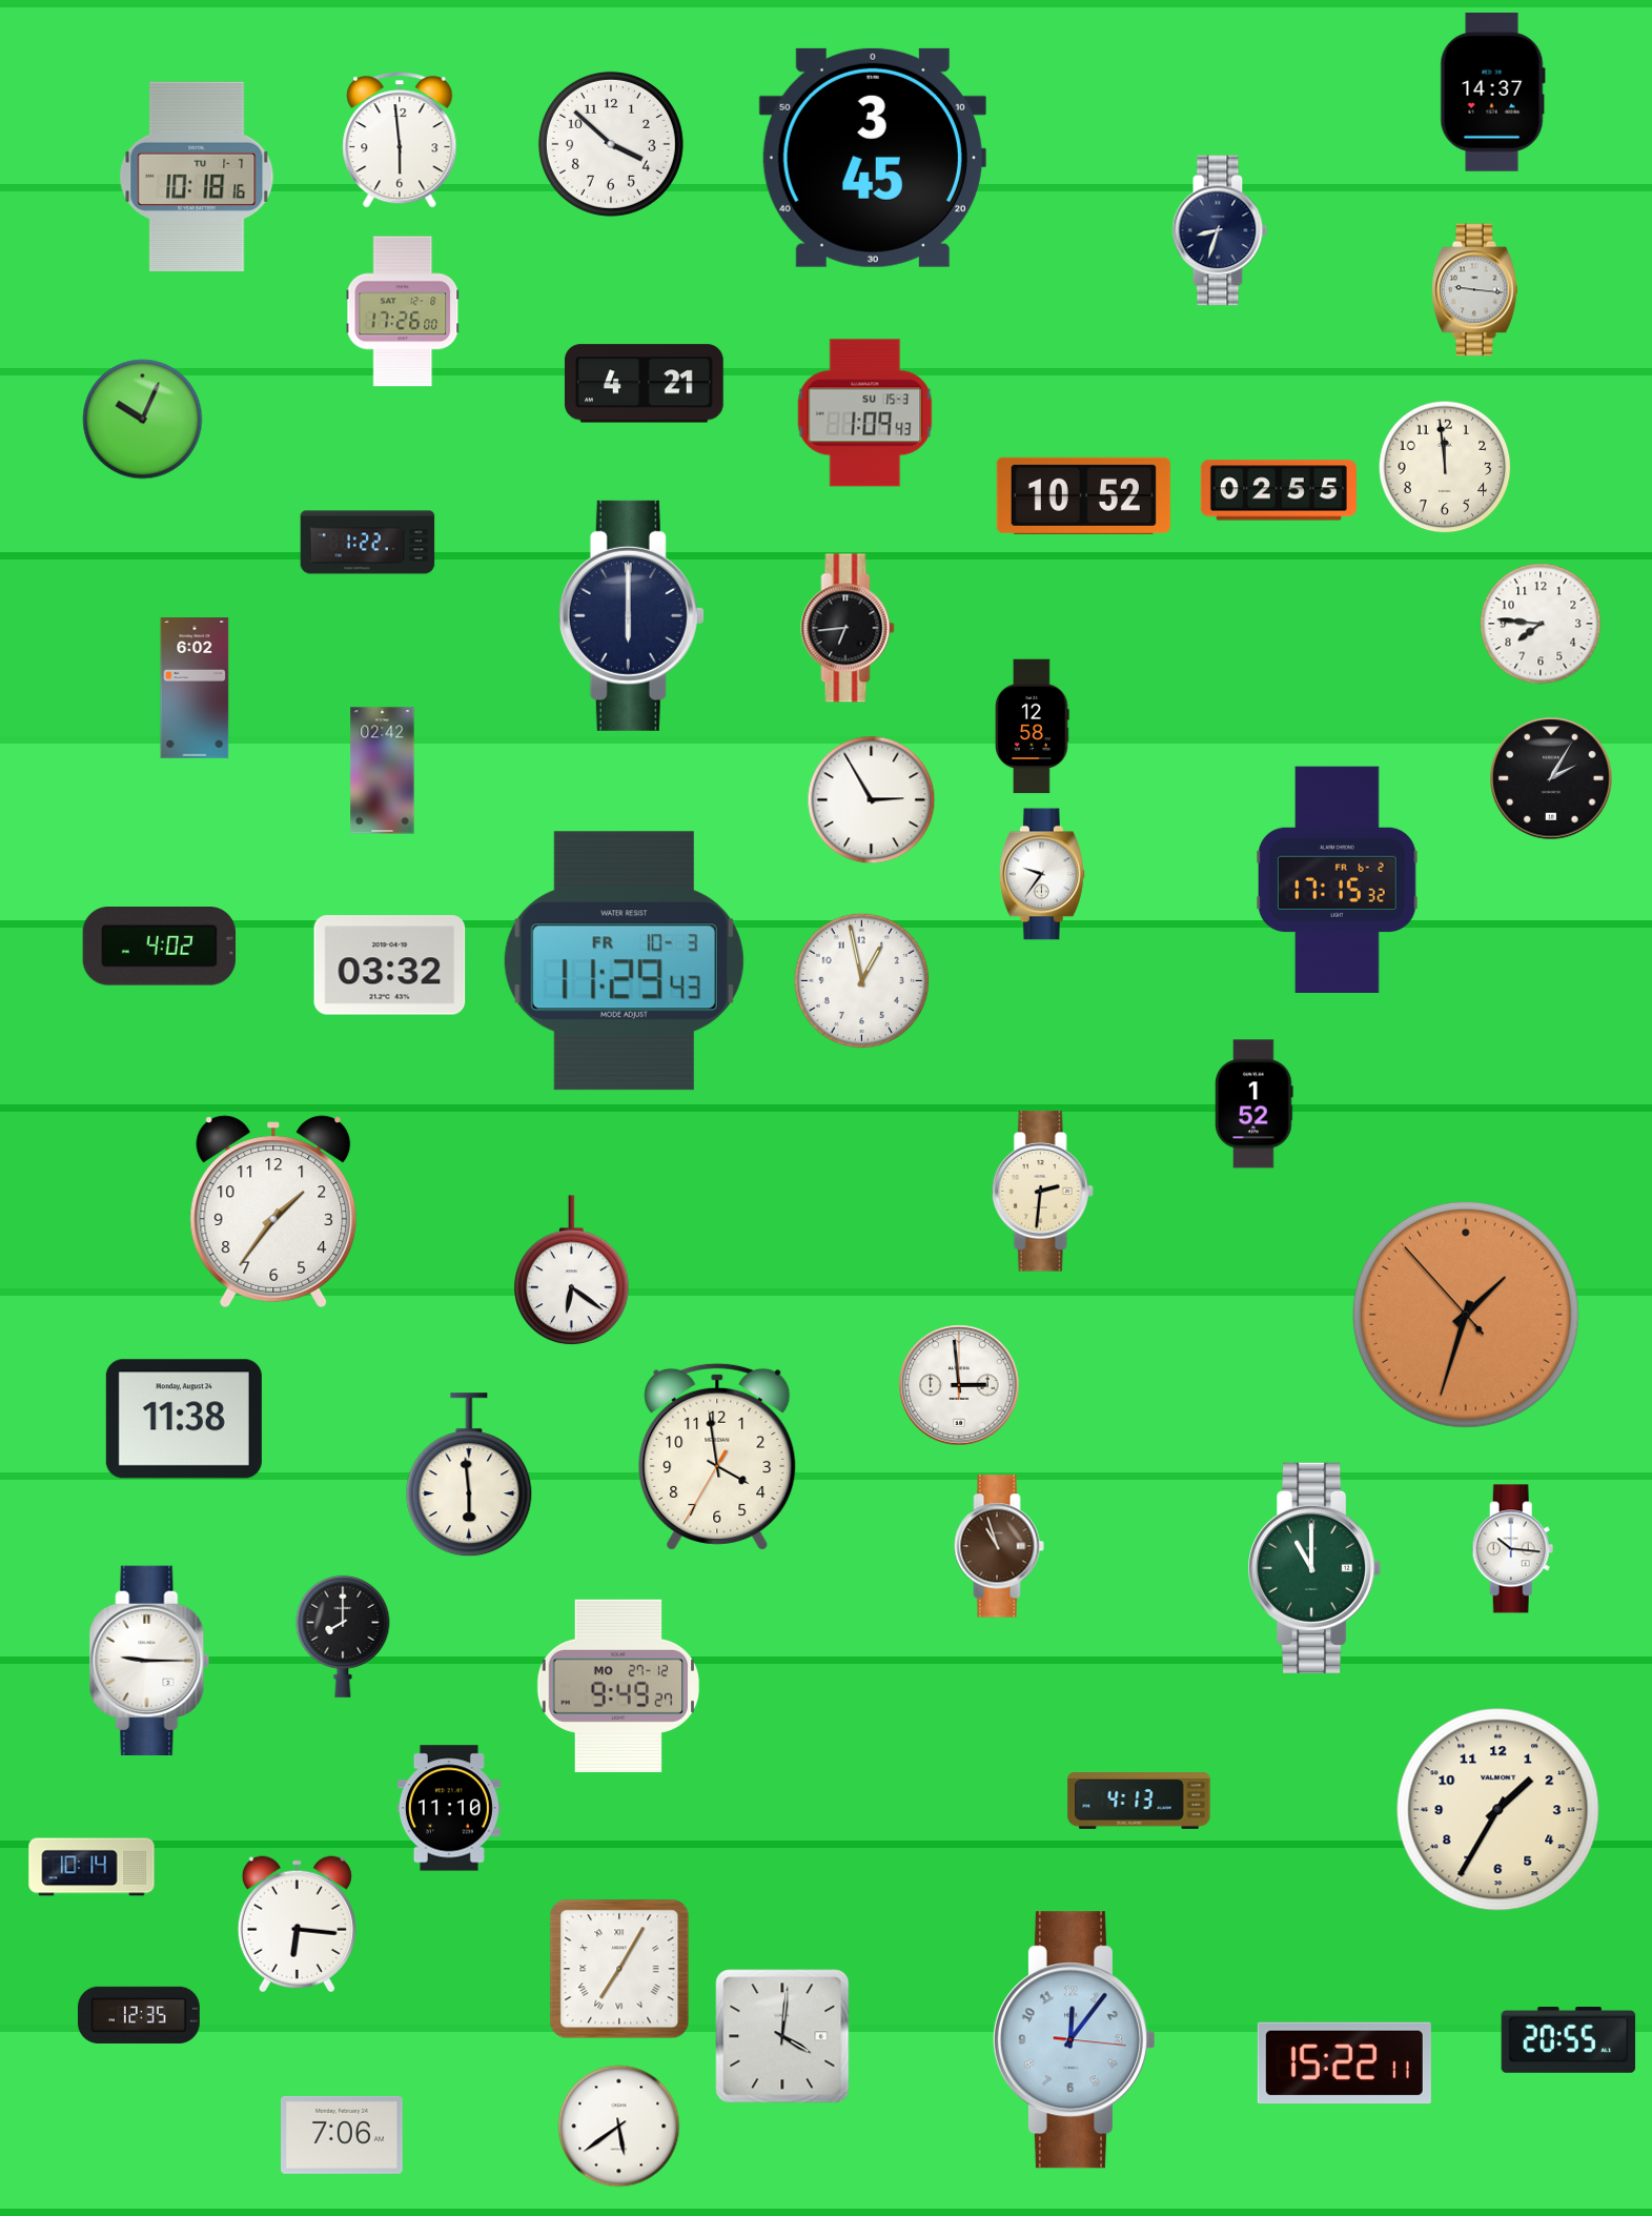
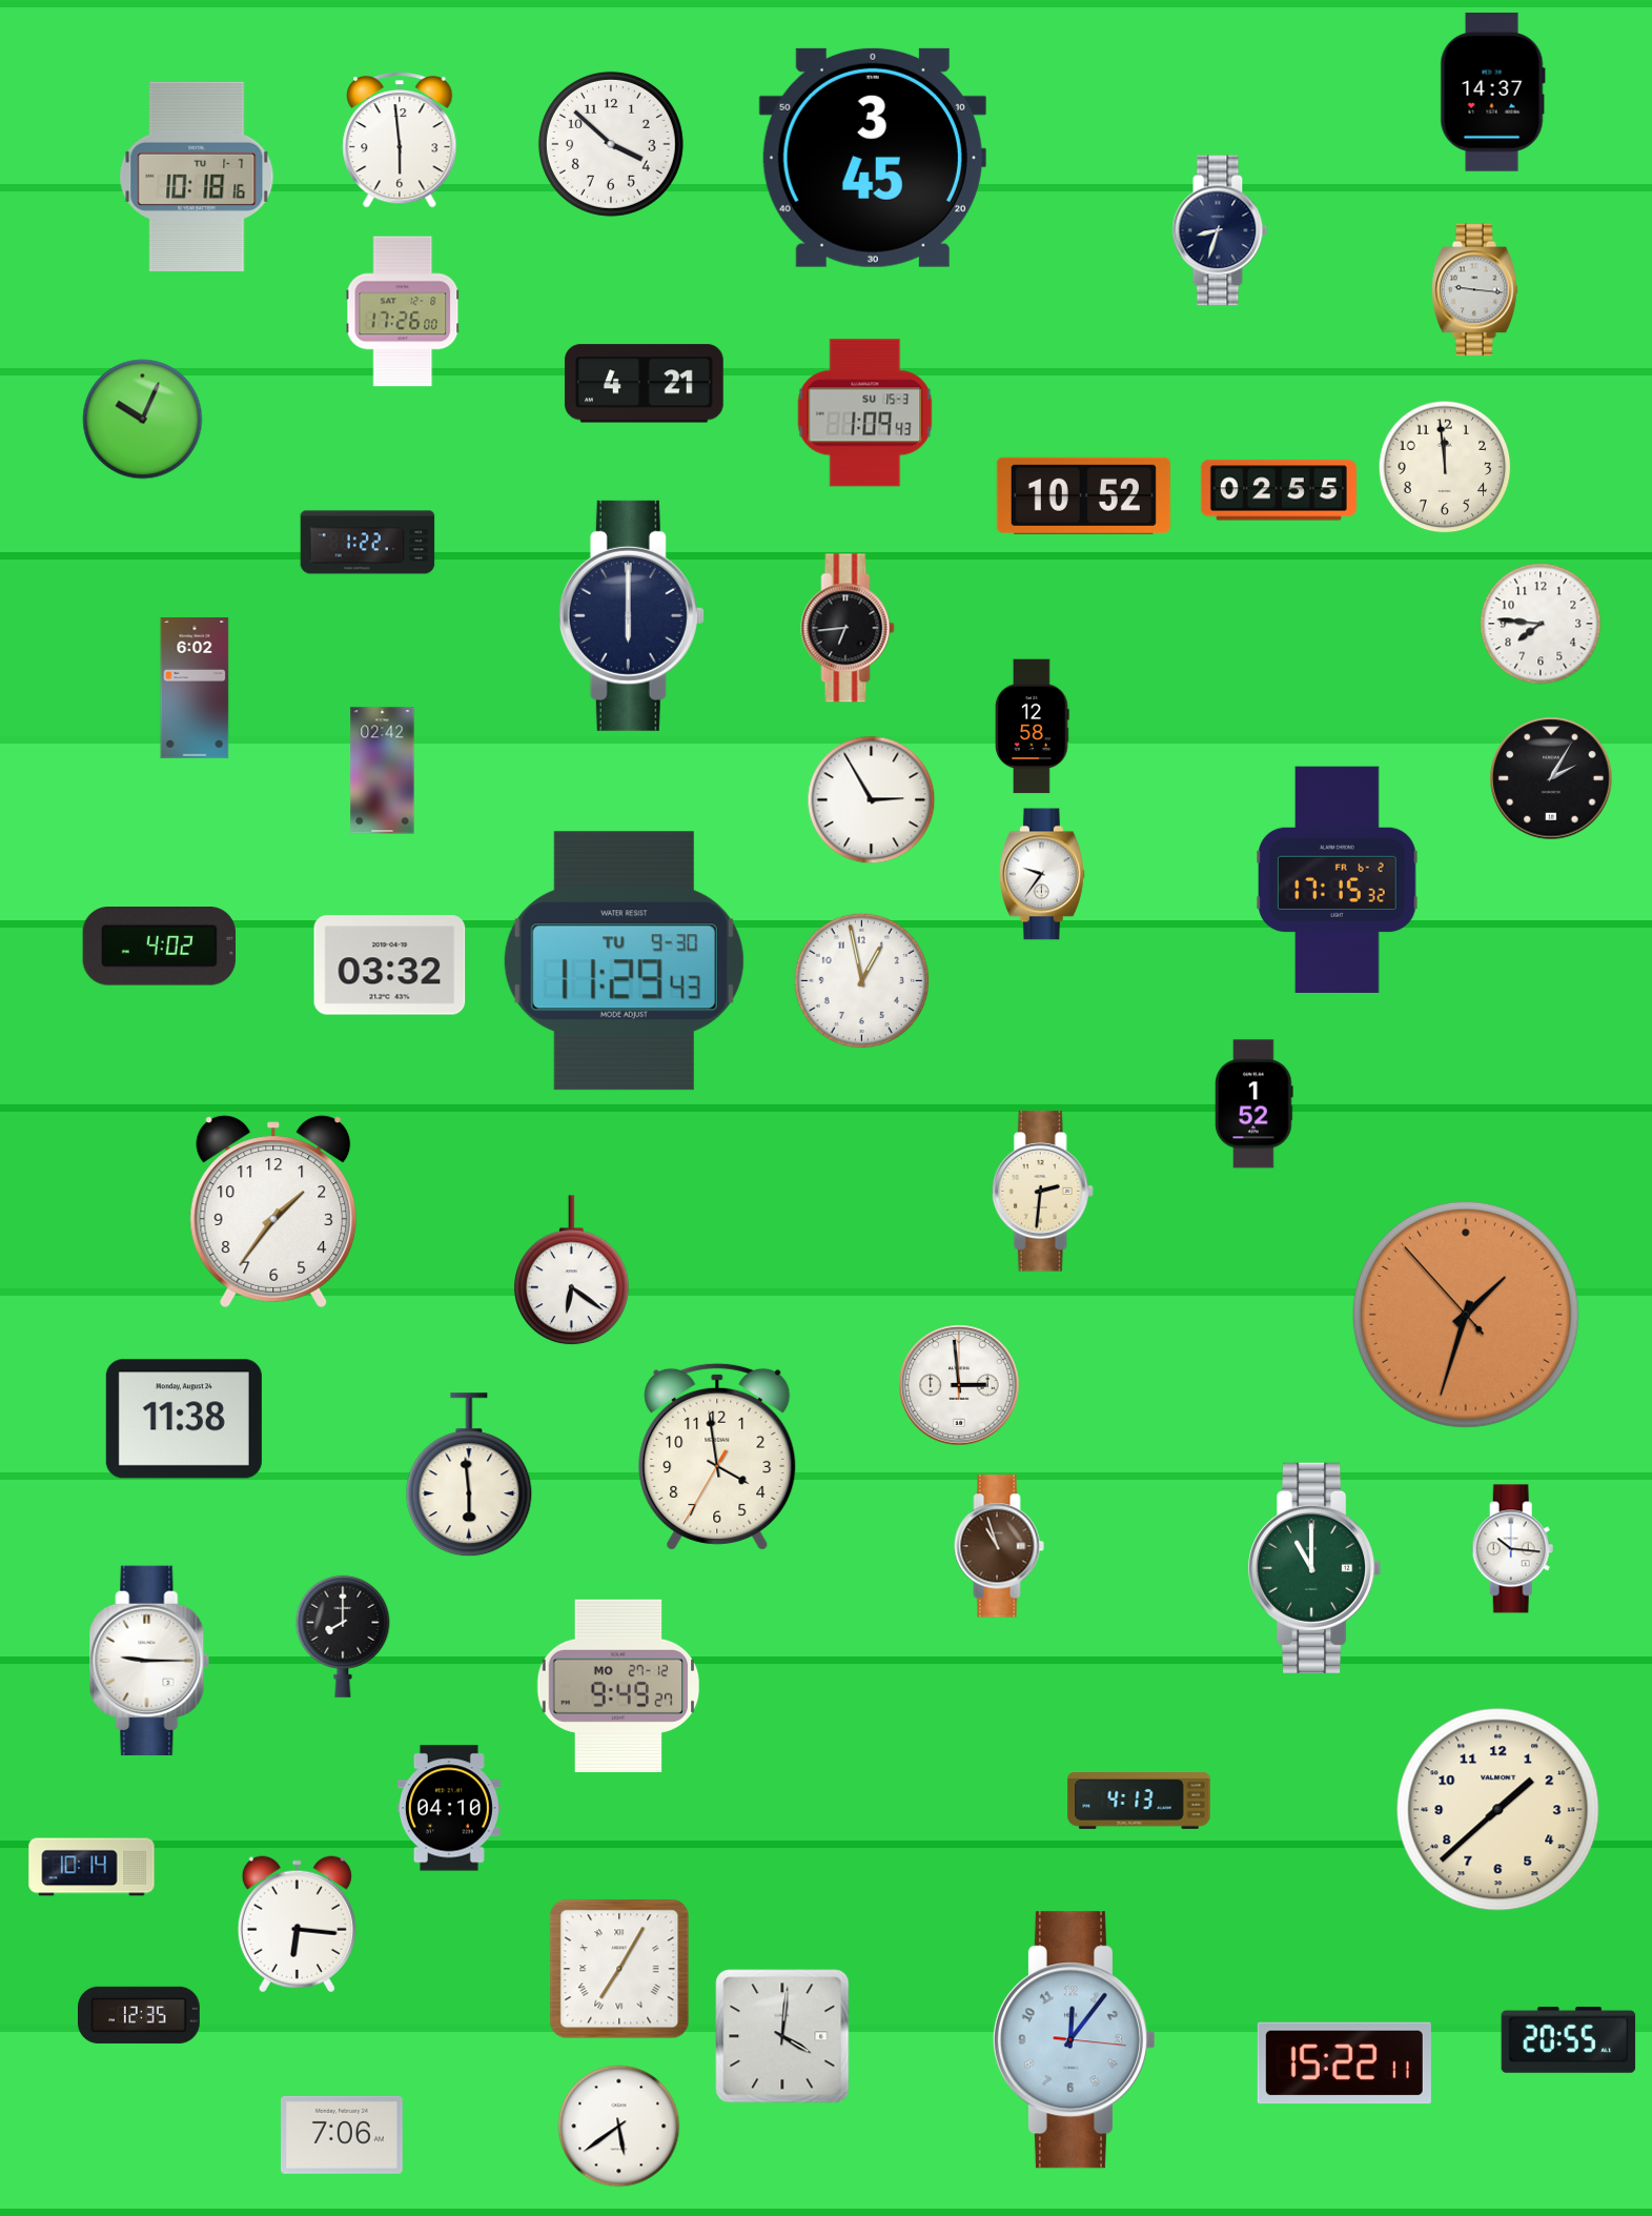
clock at (624, 961) date: FR 10-3 -> TU 9-30
clock at (449, 1808): 11:10 -> 04:10
clock at (1498, 1810): 1:35 -> 1:38
